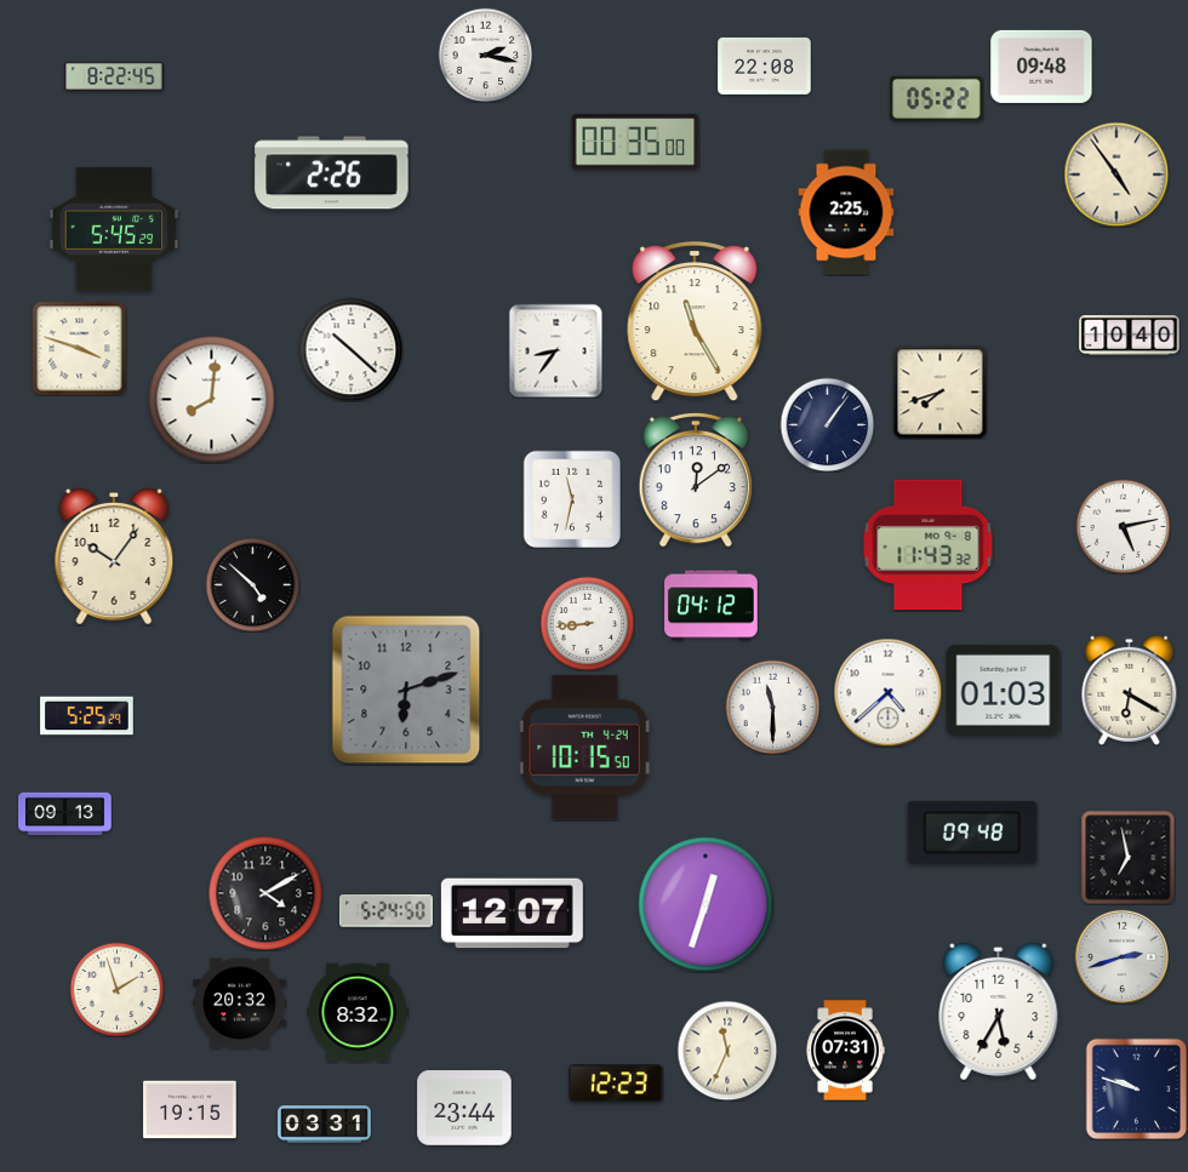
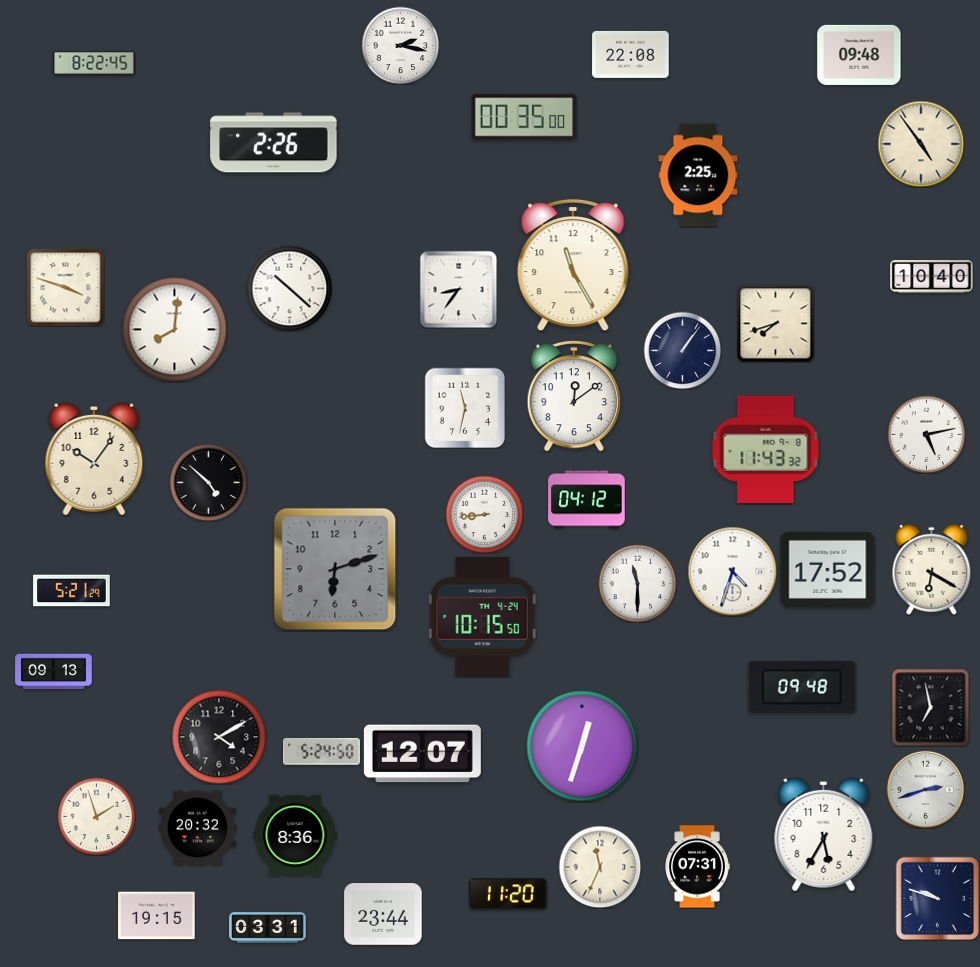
clock at (937, 98): 05:22 -> none
clock at (114, 229): 5:45 -> none
clock at (572, 499) position: (572, 499) -> (465, 408)
clock at (1004, 690): 01:03 -> 17:52
clock at (887, 692): 4:38 -> 4:33
clock at (87, 716): 5:25 -> 5:21
clock at (387, 911) position: (387, 911) -> (322, 752)
clock at (358, 1012): 8:32 -> 8:36
clock at (616, 1084): 12:23 -> 11:20
